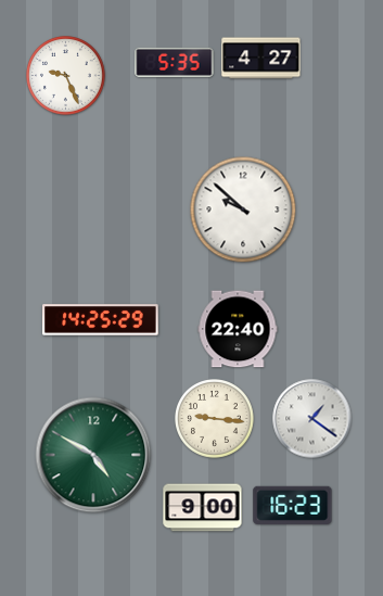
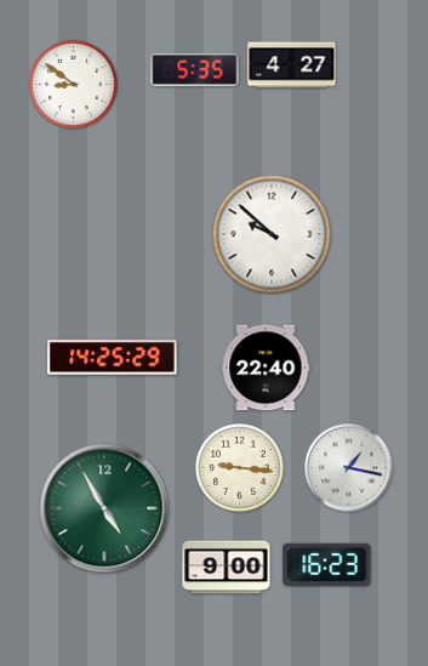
clock at (66, 76): 9:26 -> 8:51
clock at (312, 419): 1:21 -> 1:17
clock at (93, 455): 4:50 -> 4:55
